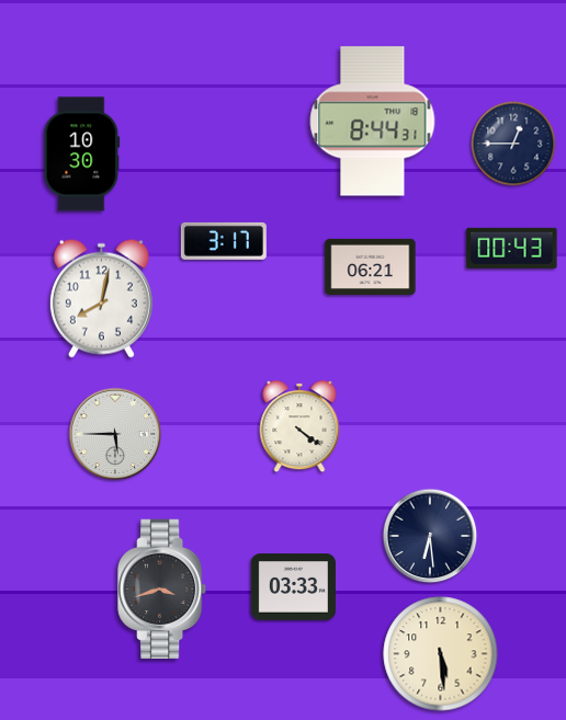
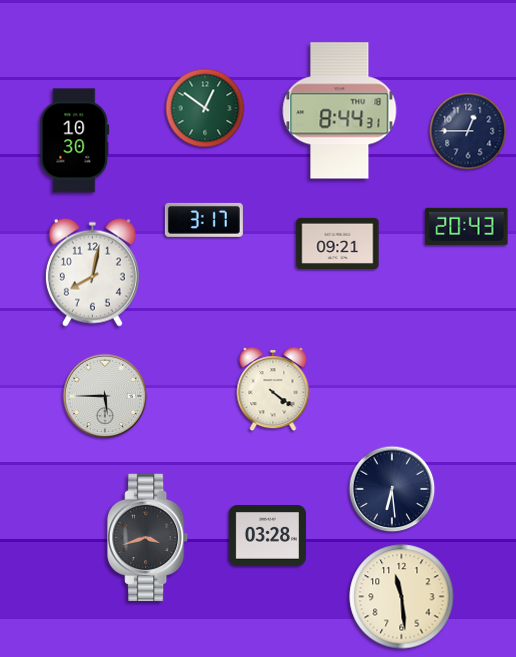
clock at (205, 108): none -> 12:51
clock at (512, 248): 00:43 -> 20:43
clock at (371, 266): 06:21 -> 09:21
clock at (293, 587): 03:33 -> 03:28
clock at (441, 654): 5:29 -> 11:29
